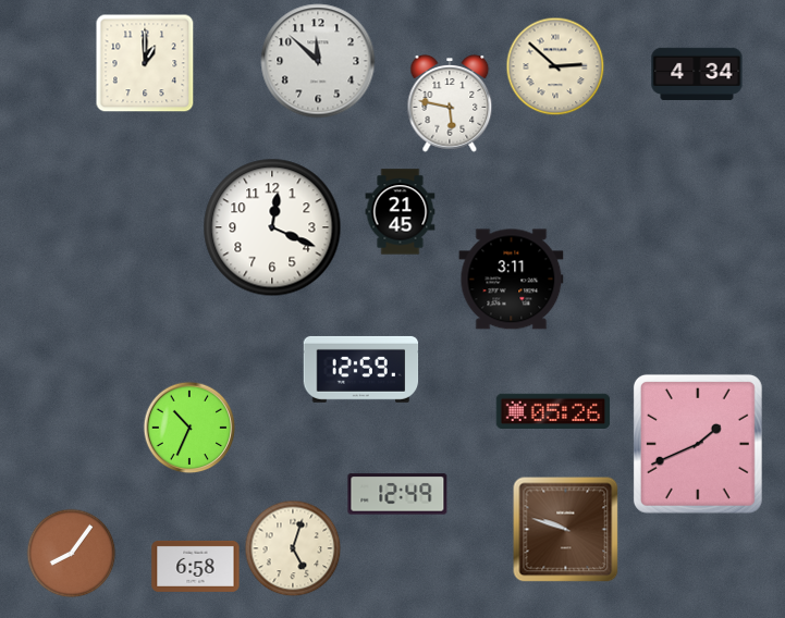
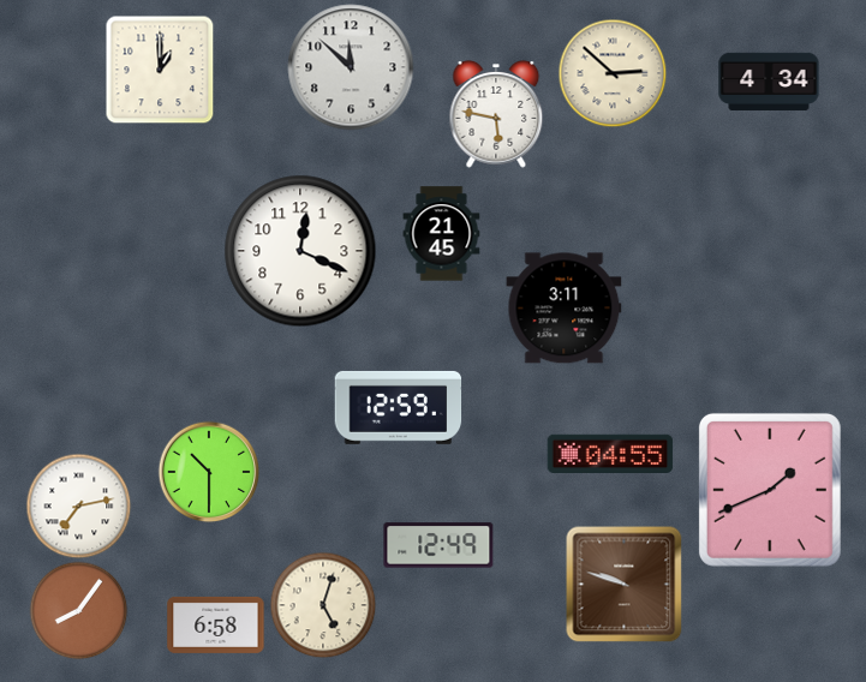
clock at (553, 410): 05:26 -> 04:55
clock at (189, 428): 10:34 -> 10:30
clock at (78, 505): none -> 7:13
